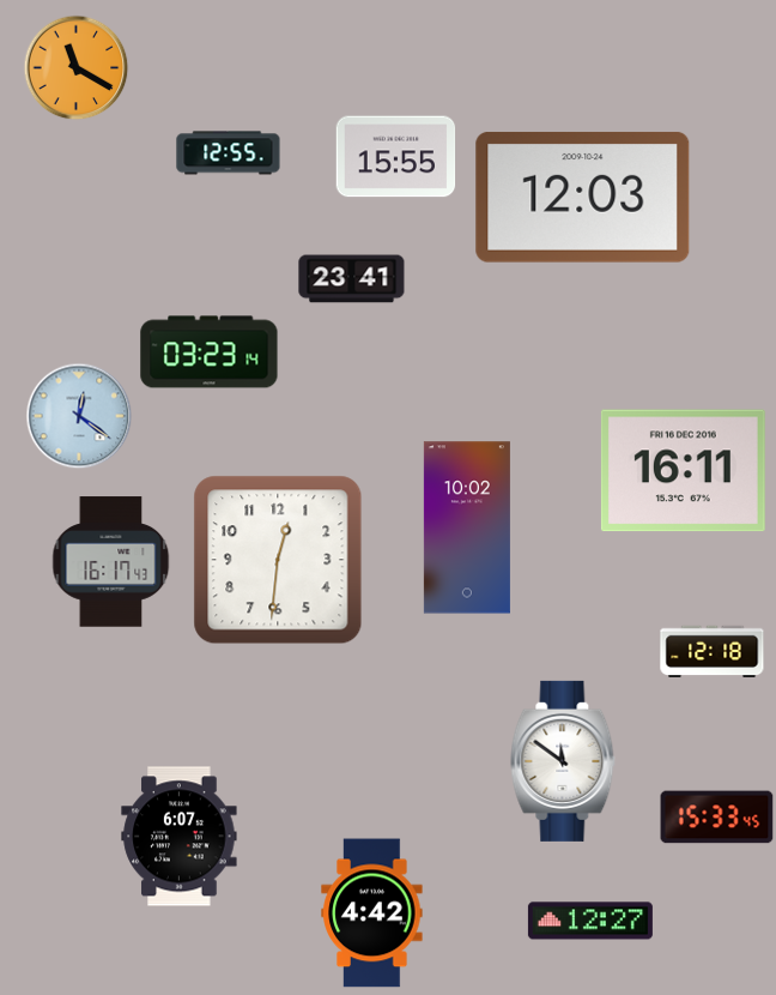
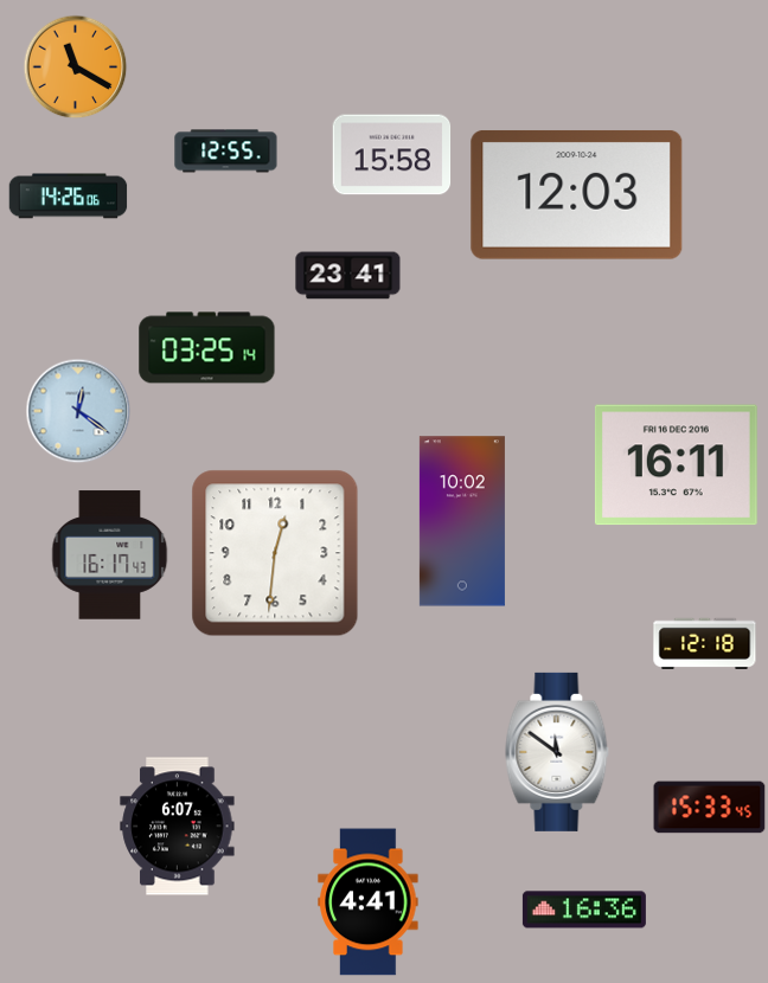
clock at (396, 157): 15:55 -> 15:58
clock at (69, 197): none -> 14:26
clock at (210, 352): 03:23 -> 03:25
clock at (372, 913): 4:42 -> 4:41
clock at (590, 921): 12:27 -> 16:36
